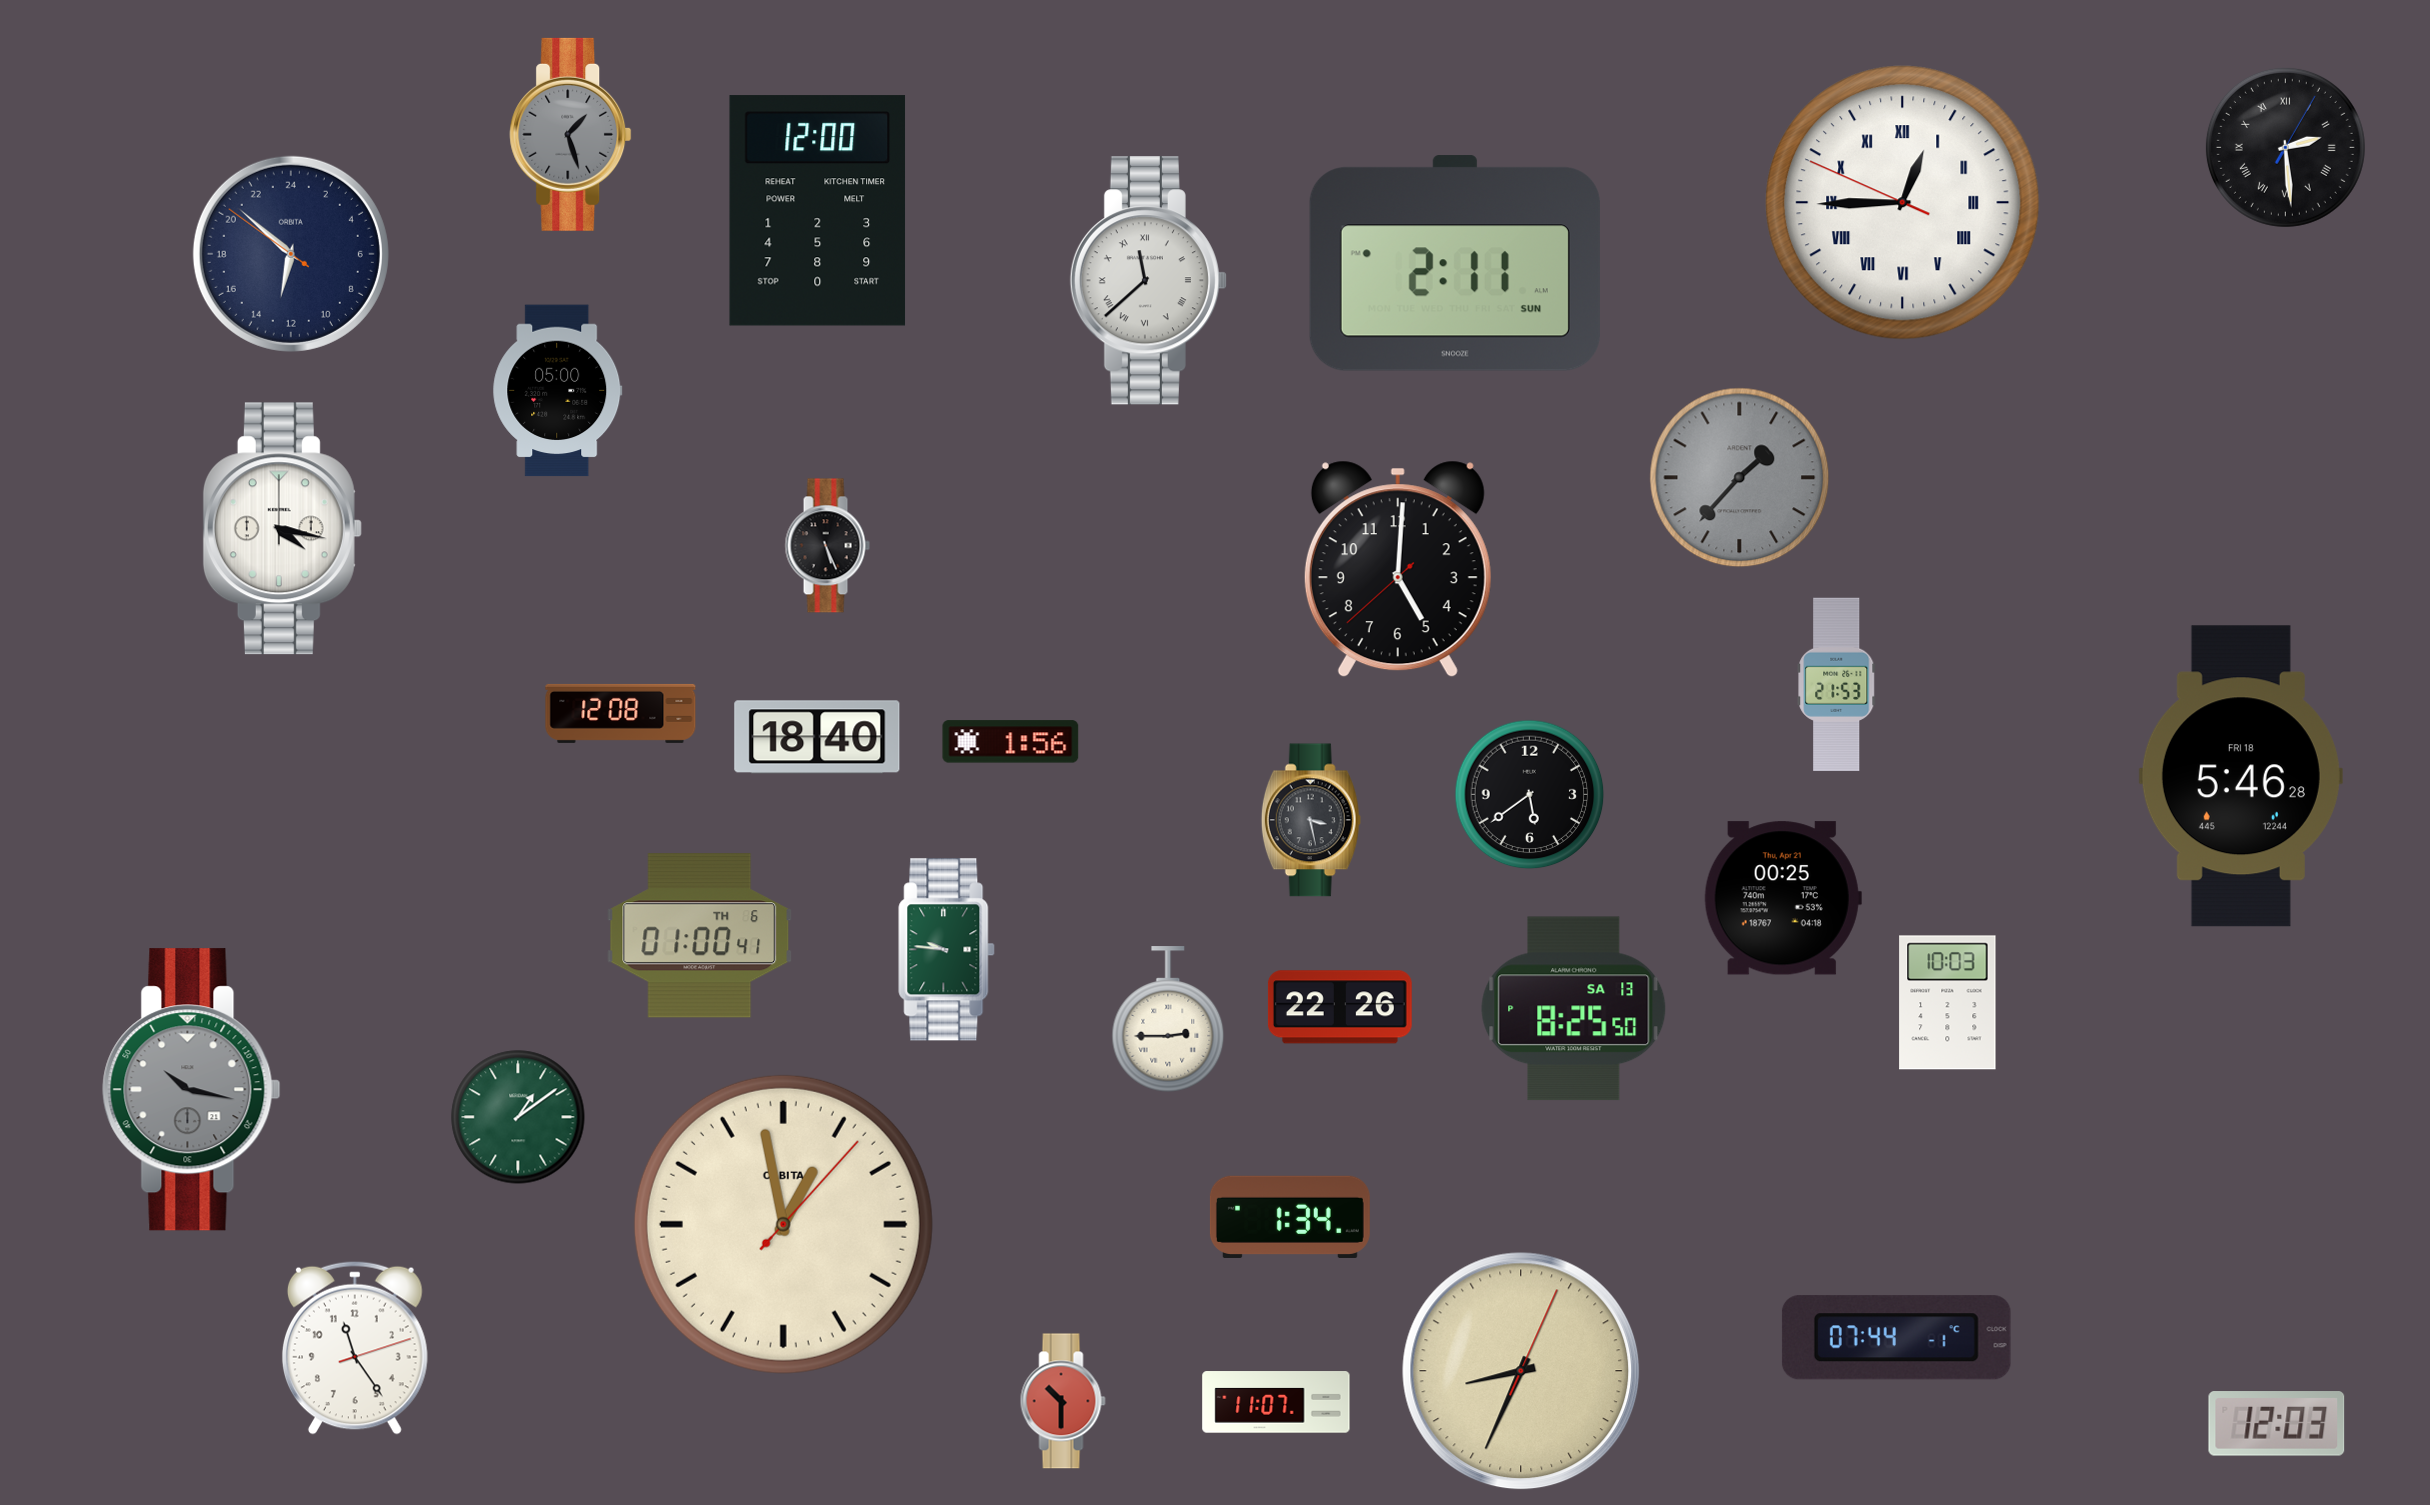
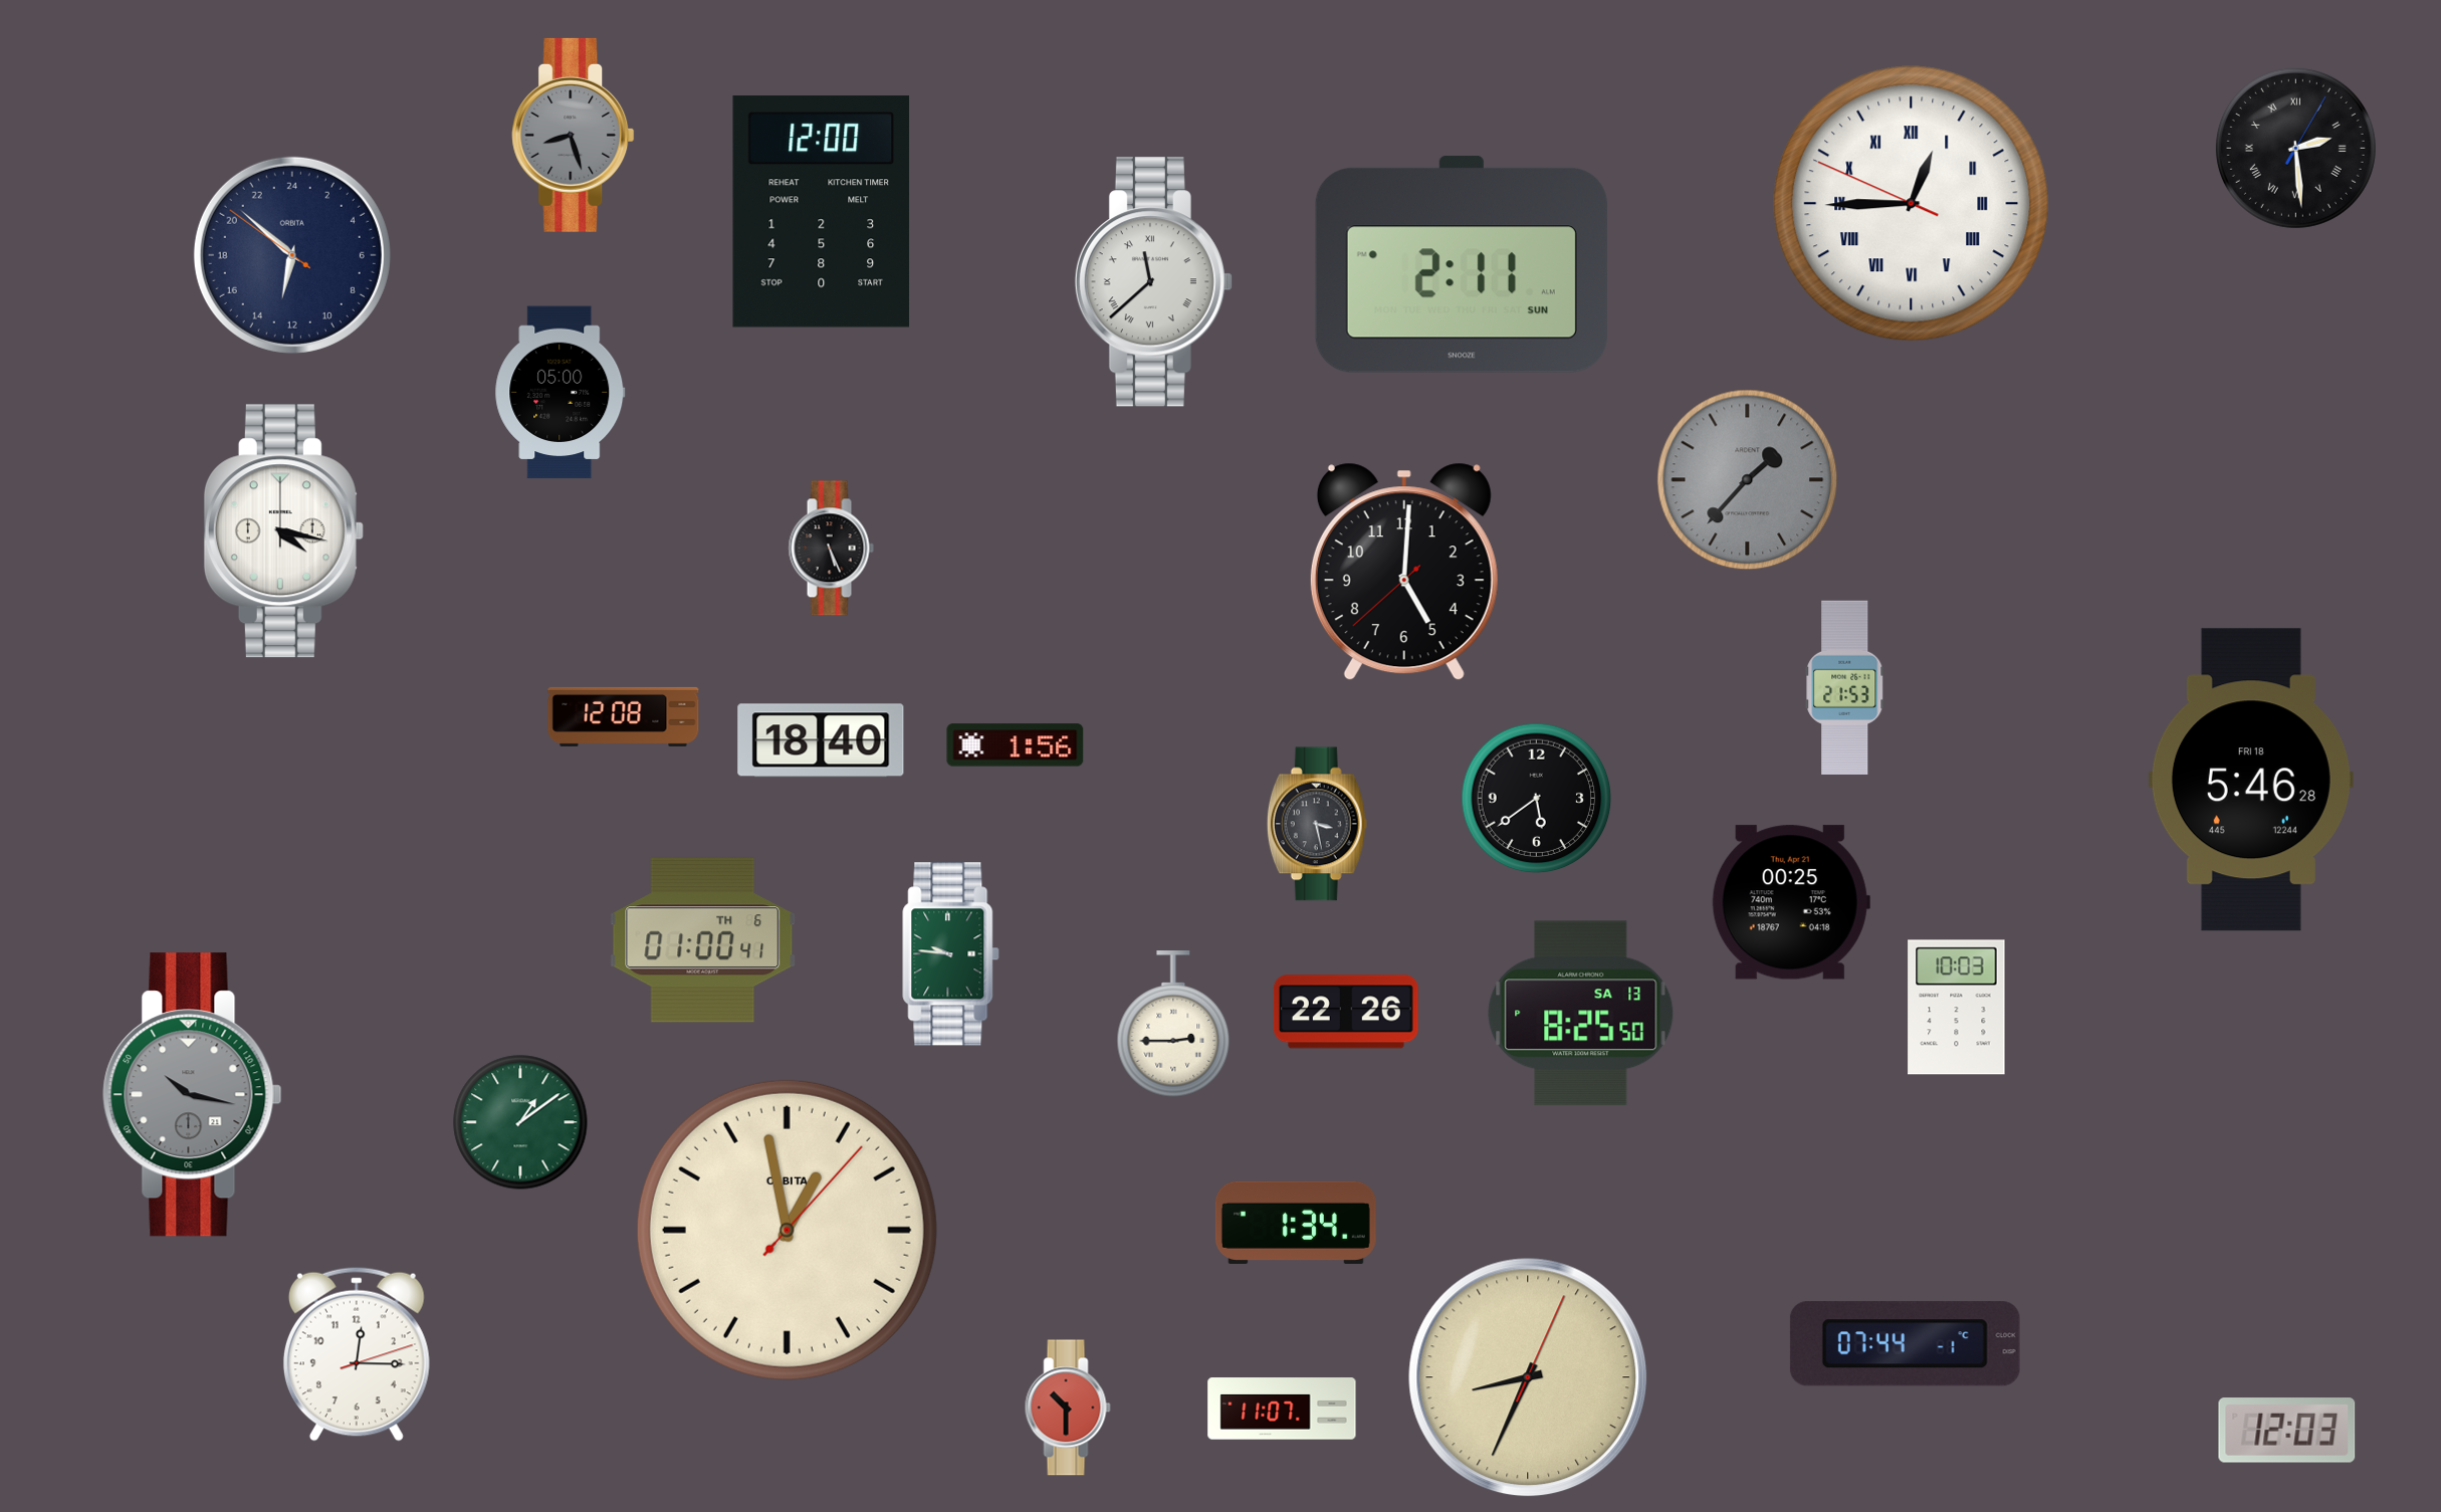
clock at (571, 134): 1:27 -> 8:27
clock at (355, 1348): 11:24 -> 12:15
